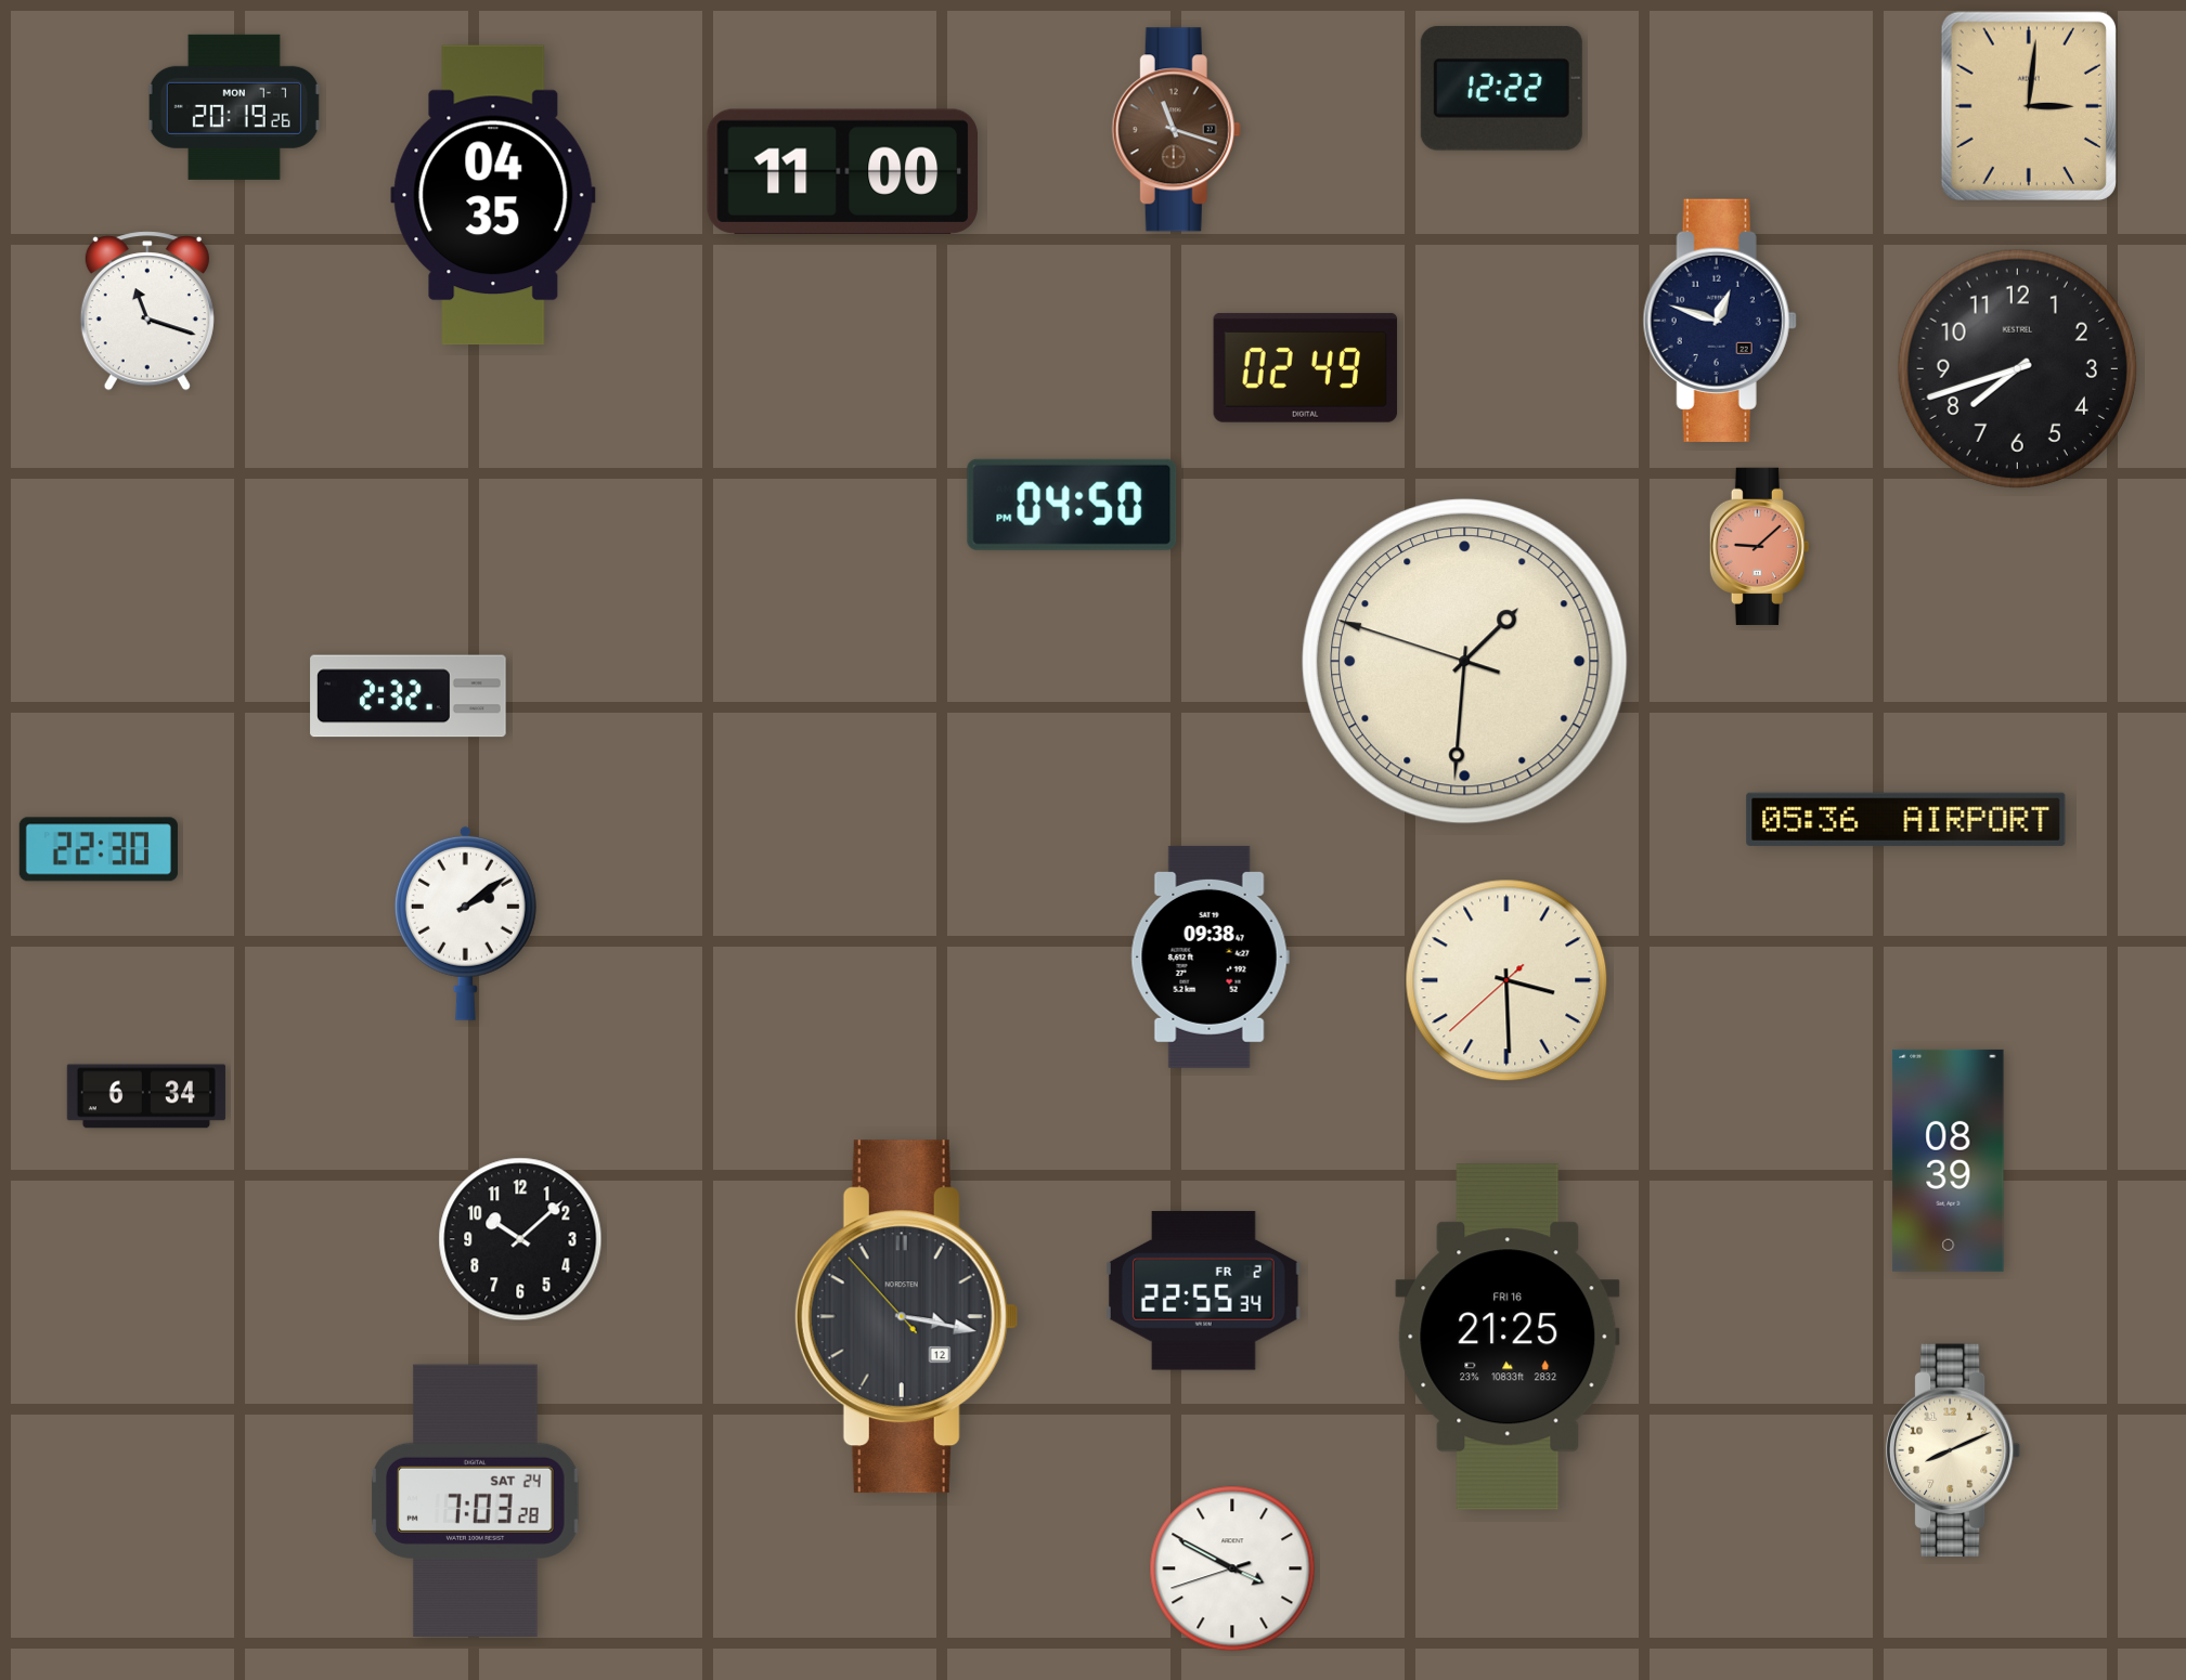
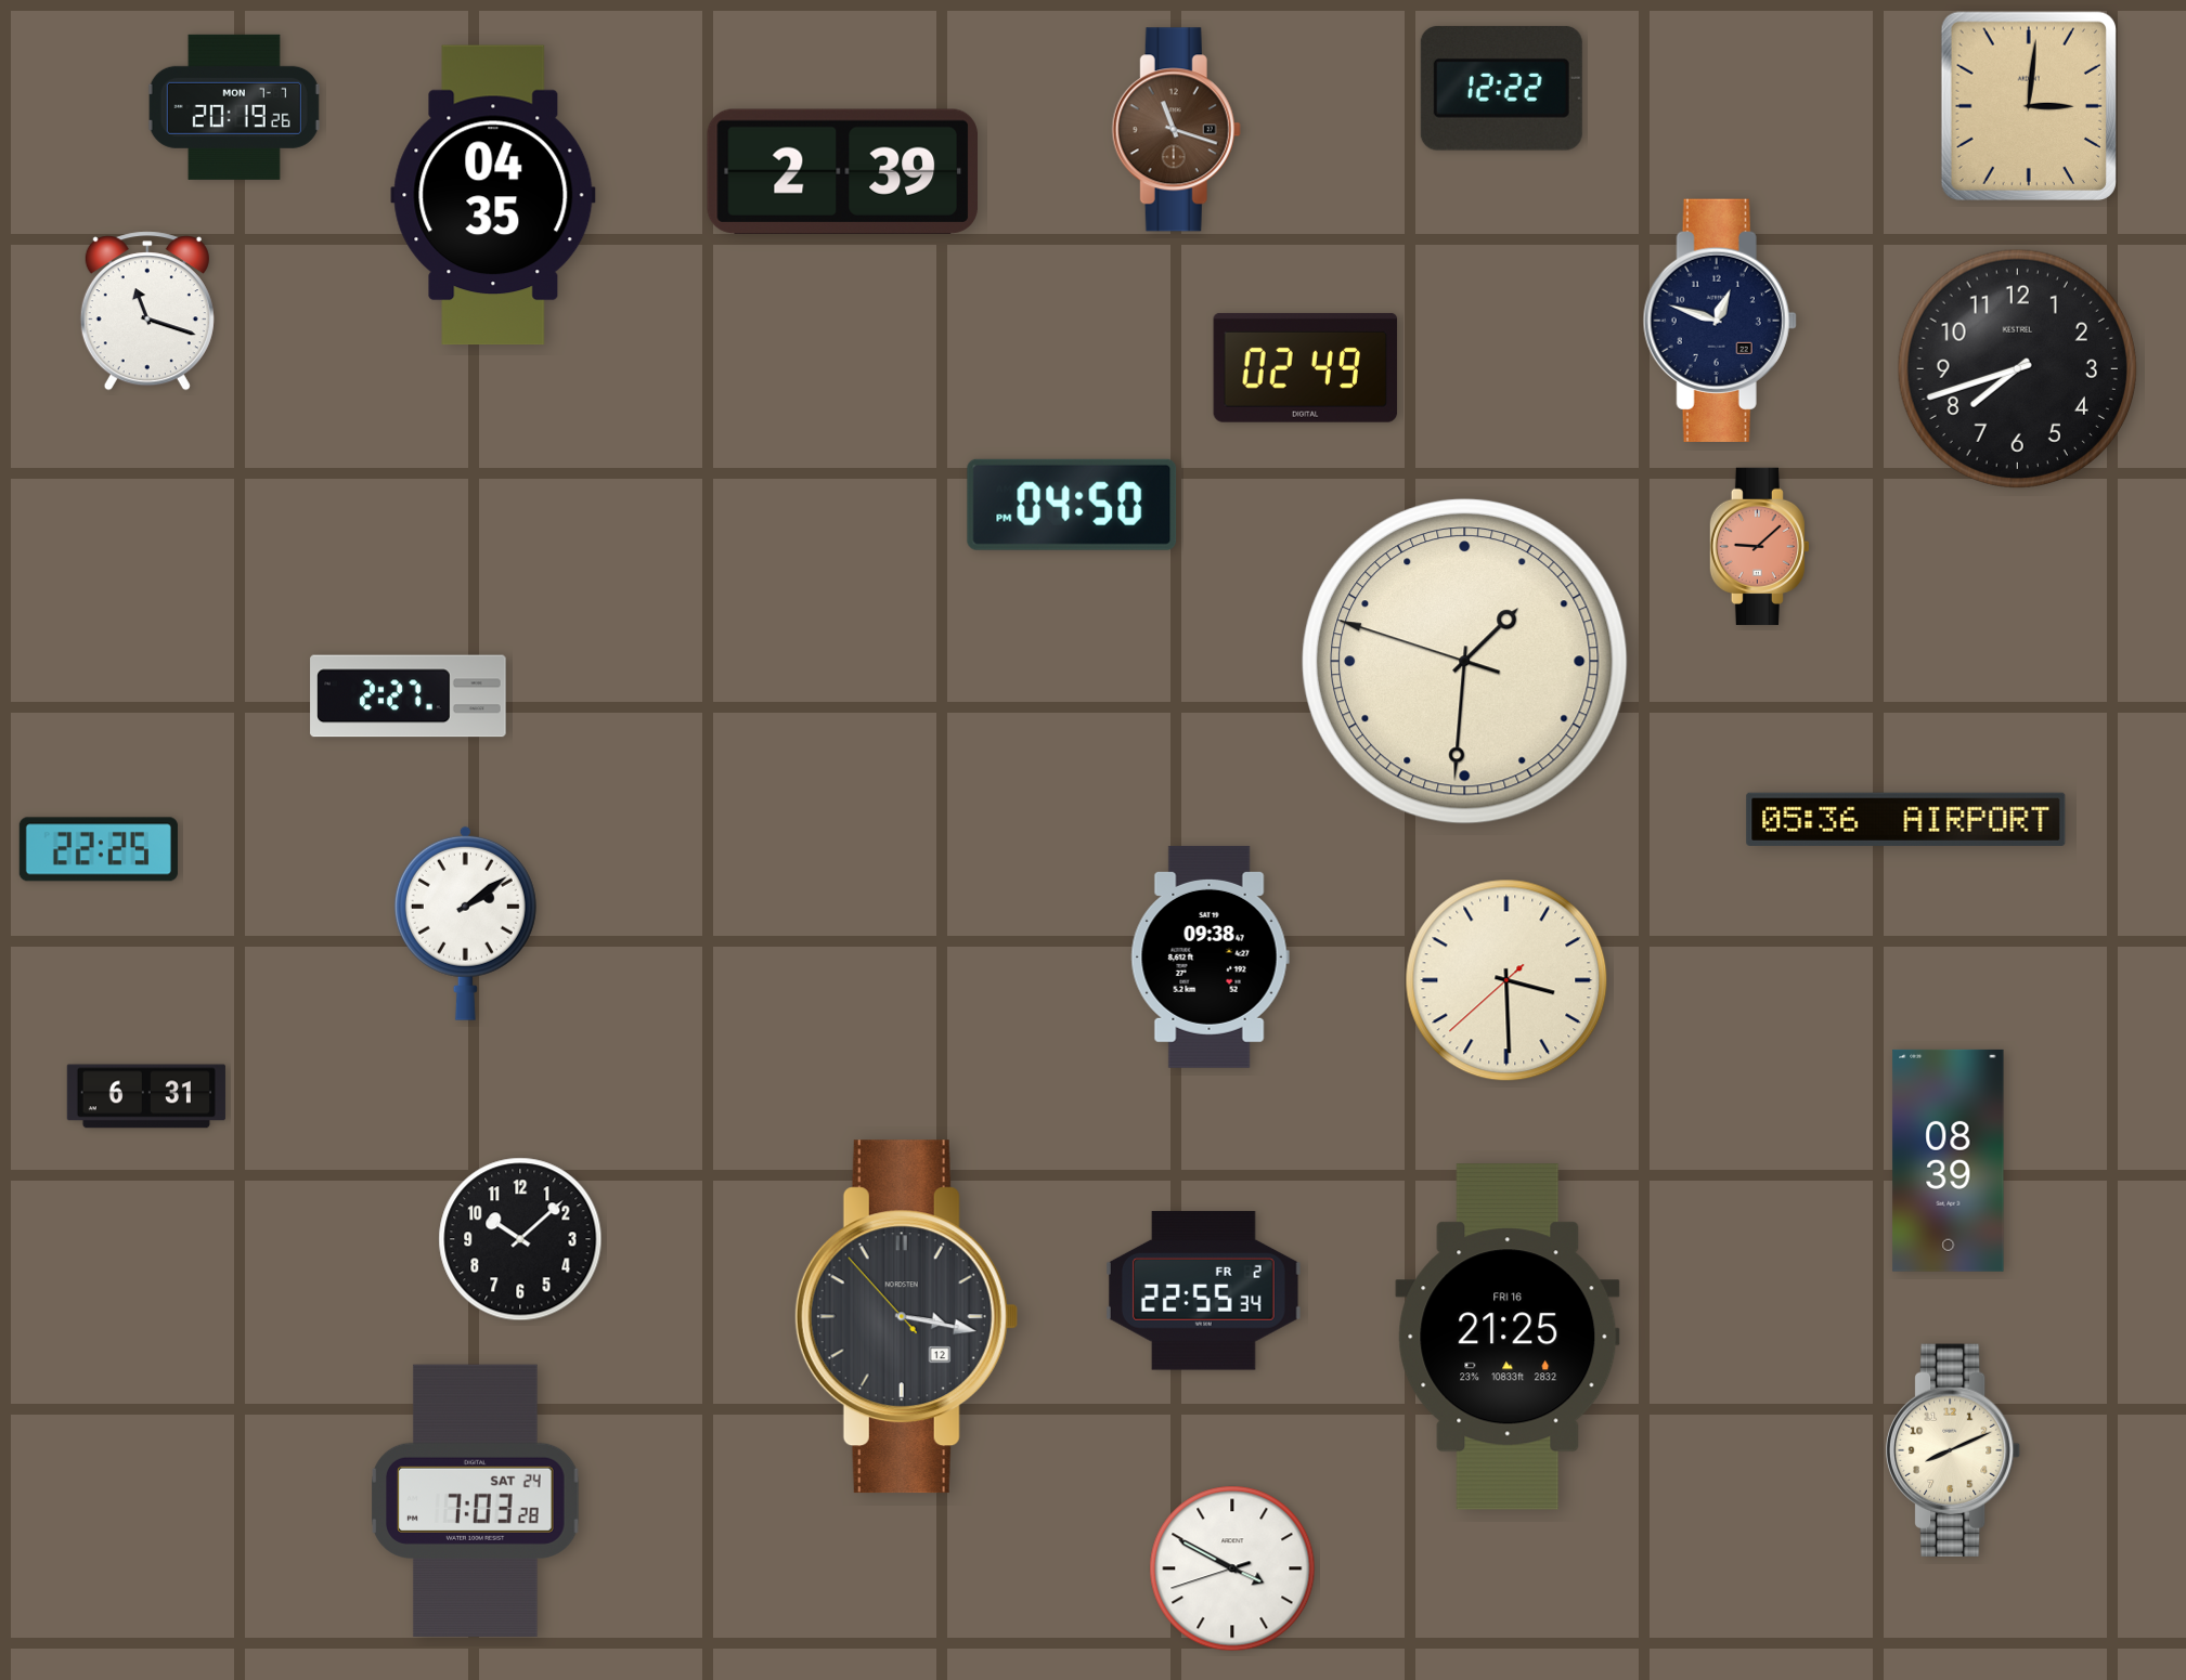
clock at (842, 171): 11:00 -> 2:39
clock at (409, 696): 2:32 -> 2:27
clock at (99, 849): 22:30 -> 22:25
clock at (146, 1096): 6:34 -> 6:31
